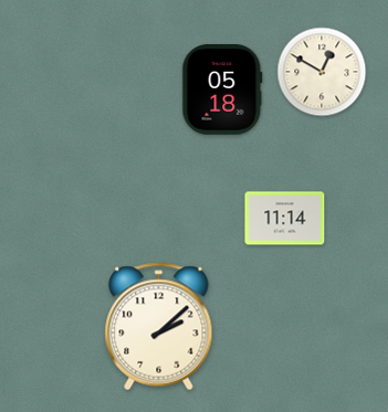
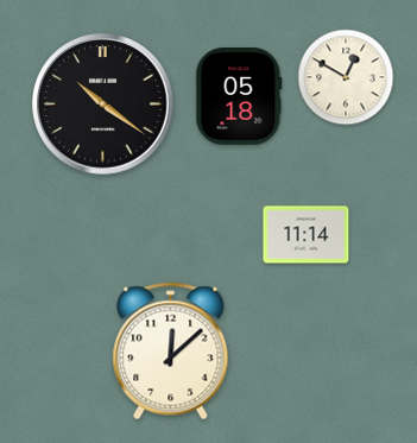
clock at (103, 105): none -> 10:21
clock at (159, 327): 2:08 -> 12:08
